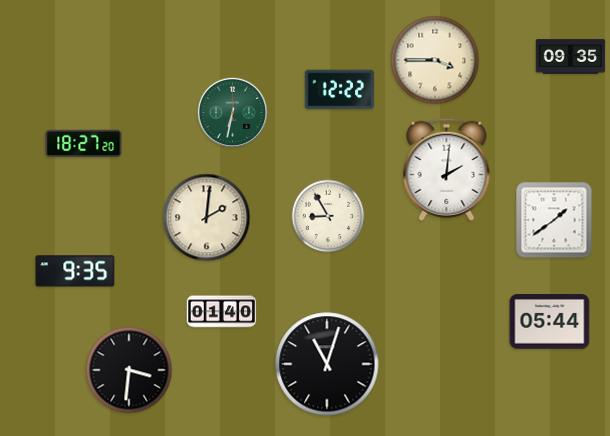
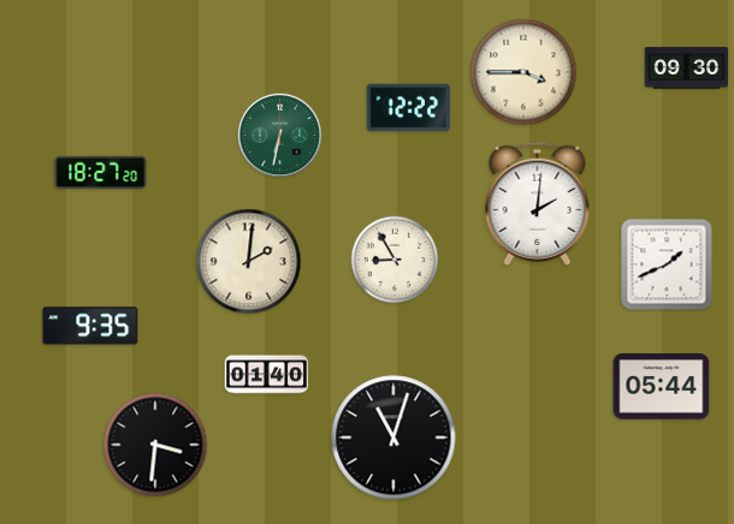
clock at (571, 57): 09:35 -> 09:30
clock at (554, 220): 1:39 -> 1:41
